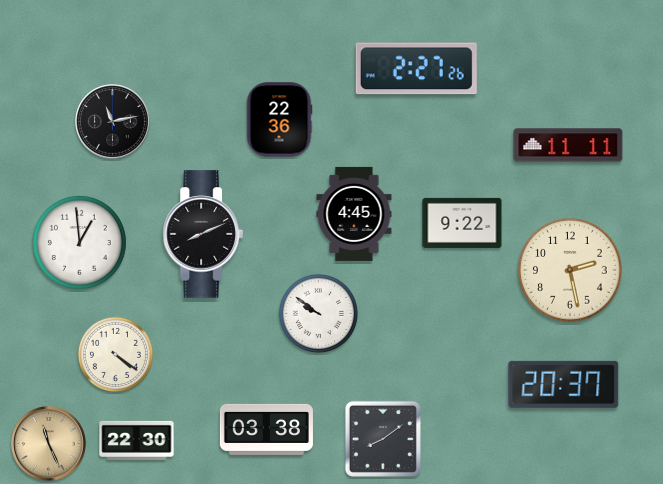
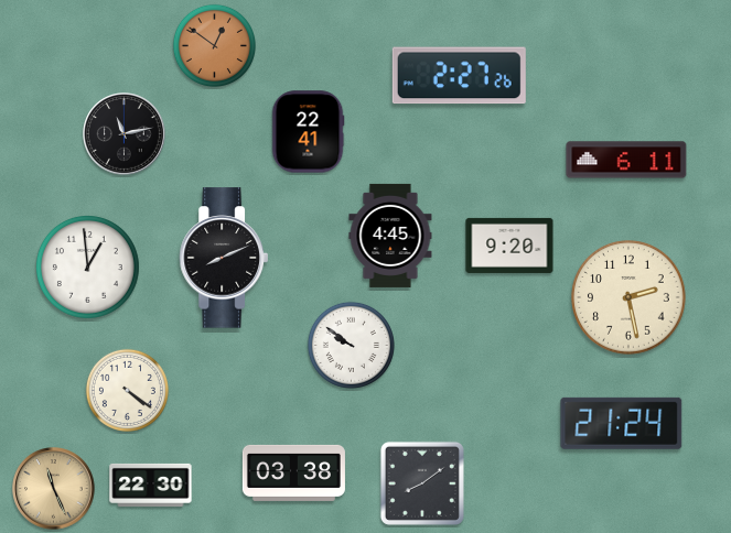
clock at (214, 45): none -> 12:51
clock at (279, 120): 22:36 -> 22:41
clock at (568, 145): 11:11 -> 6:11
clock at (462, 223): 9:22 -> 9:20
clock at (564, 384): 20:37 -> 21:24
